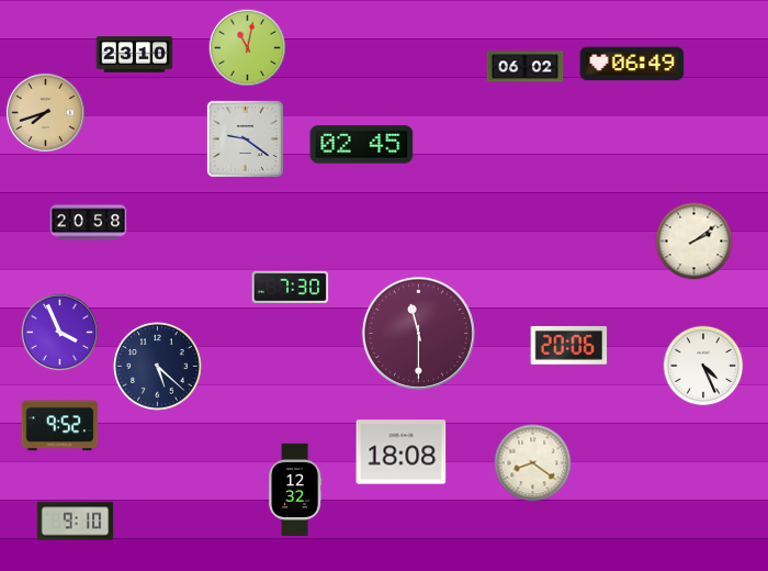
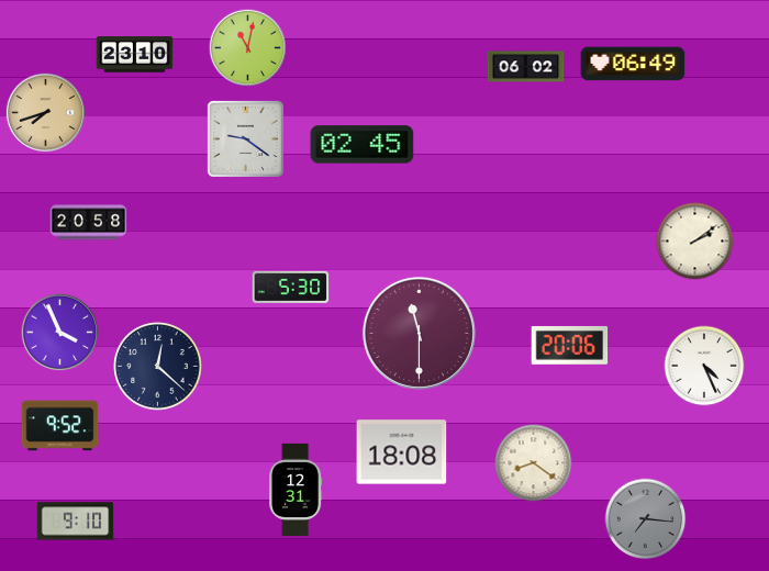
clock at (291, 287): 7:30 -> 5:30
clock at (158, 367): 5:22 -> 12:22
clock at (295, 489): 12:32 -> 12:31
clock at (646, 519): none -> 7:16
